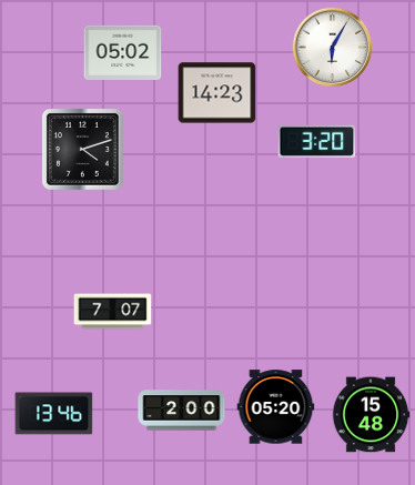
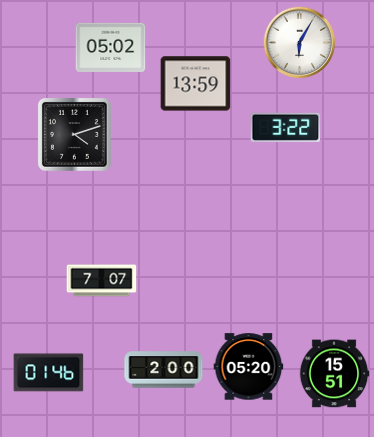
clock at (217, 93): 14:23 -> 13:59
clock at (317, 141): 3:20 -> 3:22
clock at (54, 414): 13:46 -> 01:46
clock at (371, 415): 15:48 -> 15:51
